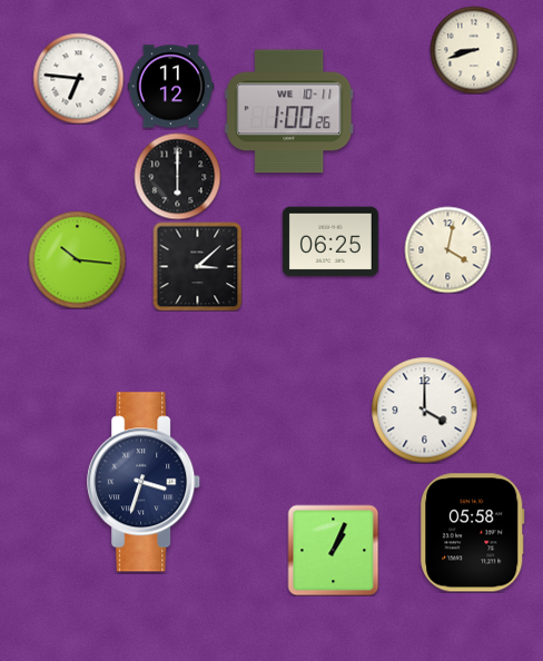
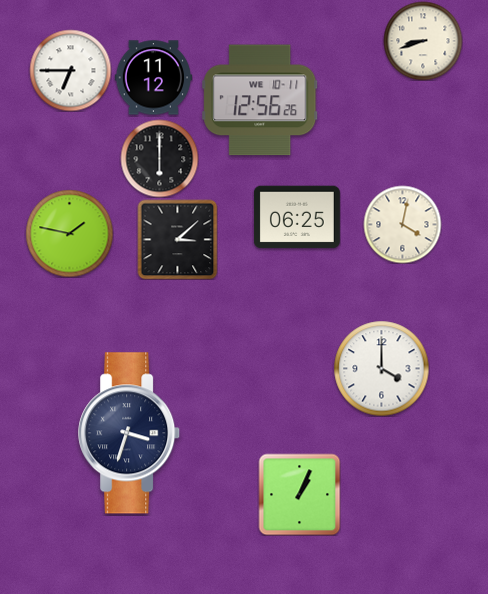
clock at (474, 50) position: (474, 50) -> (423, 41)
clock at (78, 78): 6:46 -> 6:45
clock at (289, 111): 1:00 -> 12:56
clock at (77, 259): 10:16 -> 1:47
clock at (473, 533): 05:58 -> none
